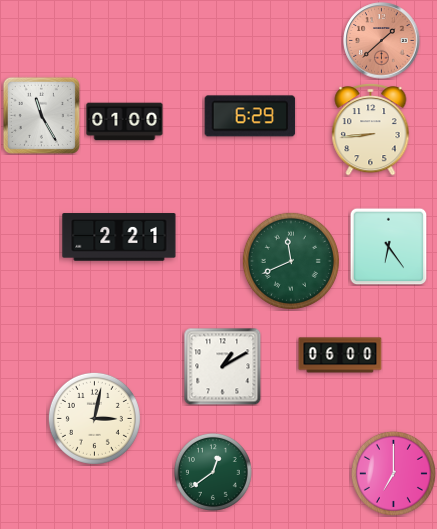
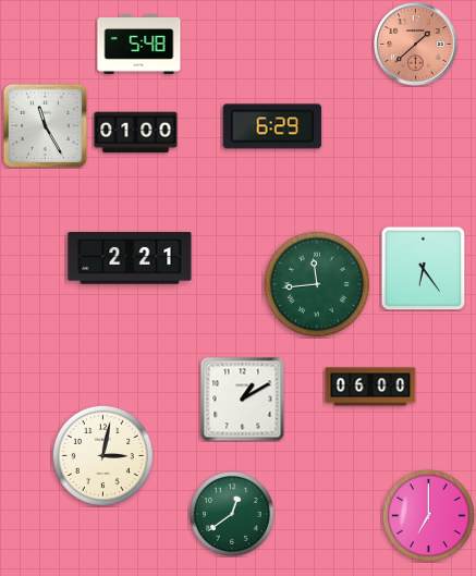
clock at (139, 44): none -> 5:48
clock at (371, 129): 8:44 -> none
clock at (291, 261): 11:41 -> 11:44
